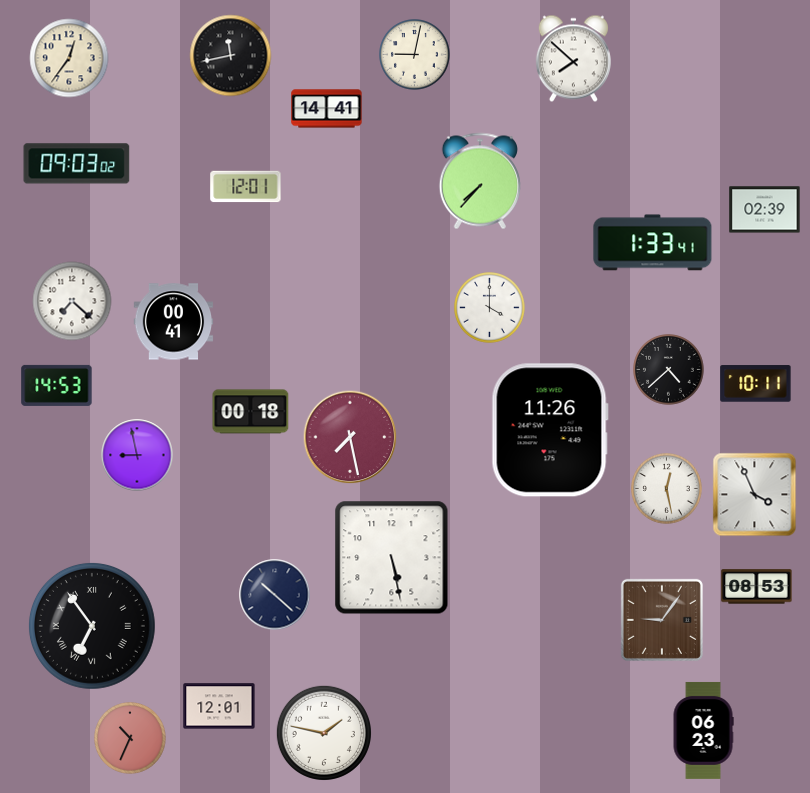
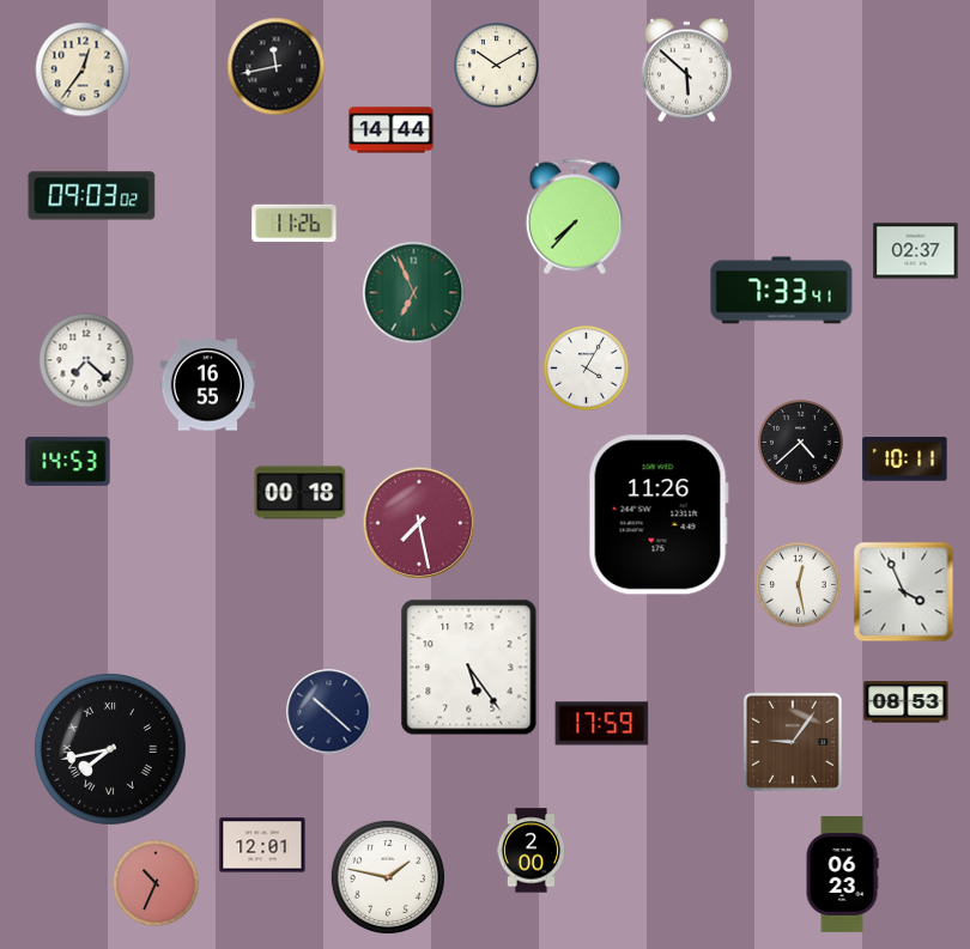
clock at (415, 55): 9:02 -> 10:10
clock at (573, 59): 7:52 -> 5:52
clock at (327, 109): 14:41 -> 14:44
clock at (246, 187): 12:01 -> 11:26
clock at (765, 210): 02:39 -> 02:37
clock at (653, 243): 1:33 -> 7:33
clock at (414, 293): none -> 6:56
clock at (490, 308): 4:00 -> 4:05
clock at (174, 322): 00:41 -> 16:55
clock at (137, 455): 8:58 -> none
clock at (392, 558): 5:28 -> 5:24
clock at (602, 724): none -> 17:59
clock at (92, 626): 6:54 -> 7:43
clock at (532, 851): none -> 2:00
